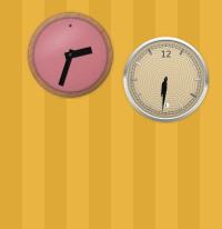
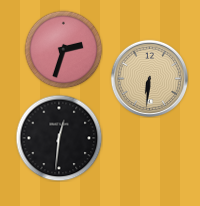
clock at (165, 79) position: (165, 79) -> (149, 78)
clock at (59, 138): none -> 12:31
